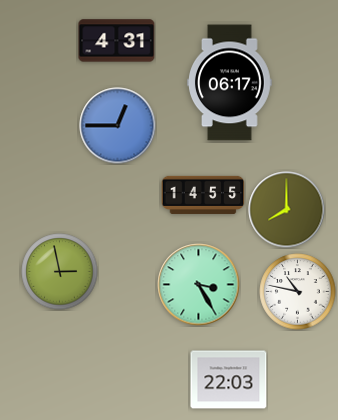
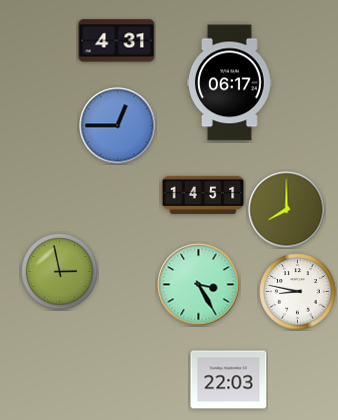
clock at (203, 195): 14:55 -> 14:51
clock at (298, 292): 10:47 -> 8:47
